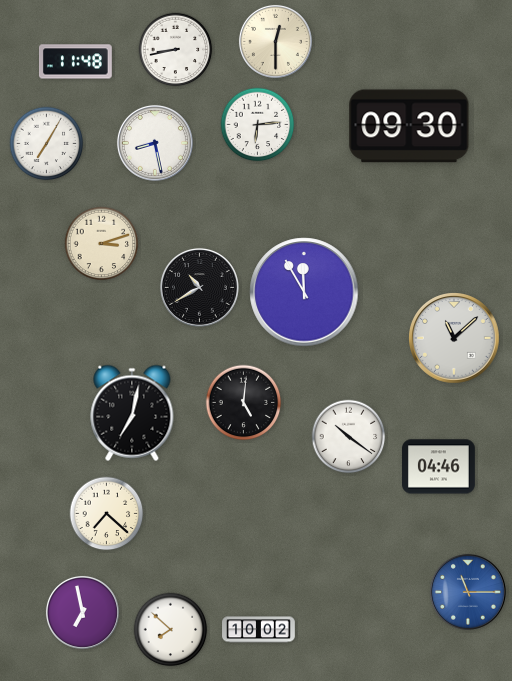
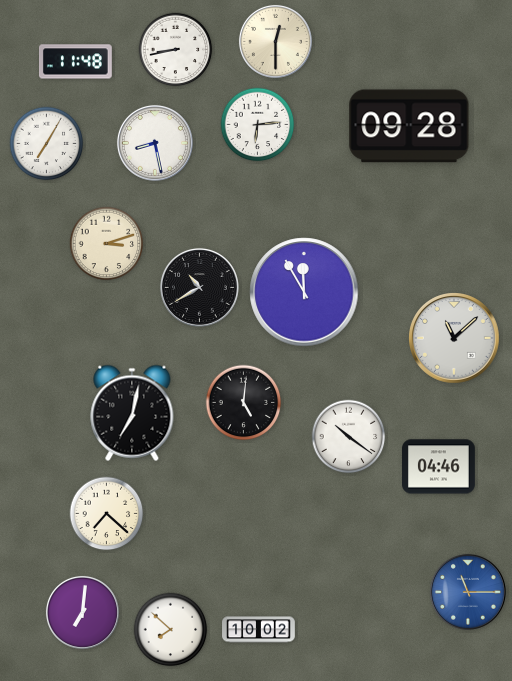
clock at (409, 126): 09:30 -> 09:28
clock at (102, 244) position: (102, 244) -> (107, 244)
clock at (82, 612): 6:58 -> 7:01
